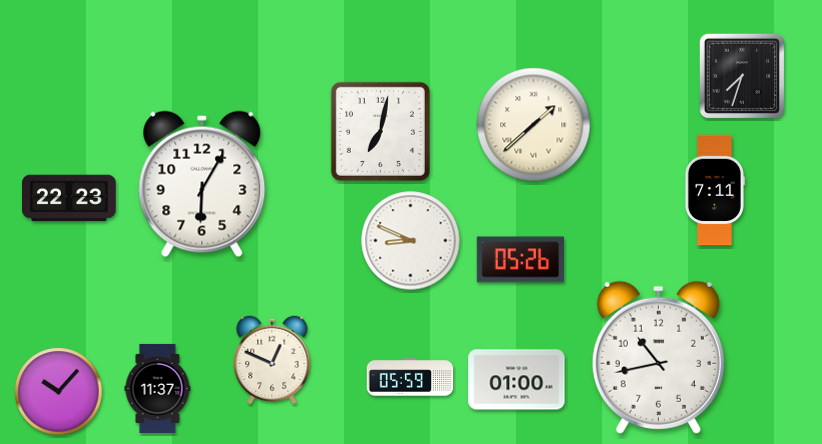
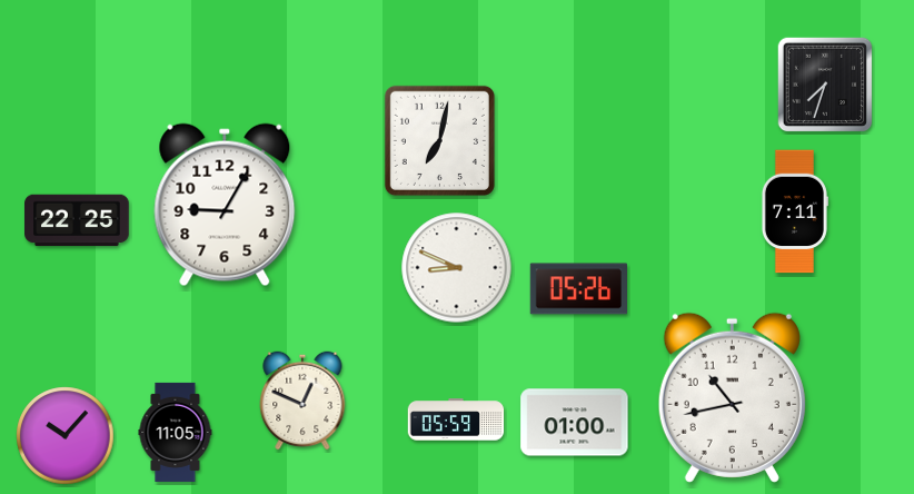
clock at (534, 125): 1:38 -> none
clock at (380, 131) position: (380, 131) -> (439, 140)
clock at (202, 184): 6:05 -> 9:05
clock at (69, 198): 22:23 -> 22:25
clock at (158, 388): 11:37 -> 11:05
